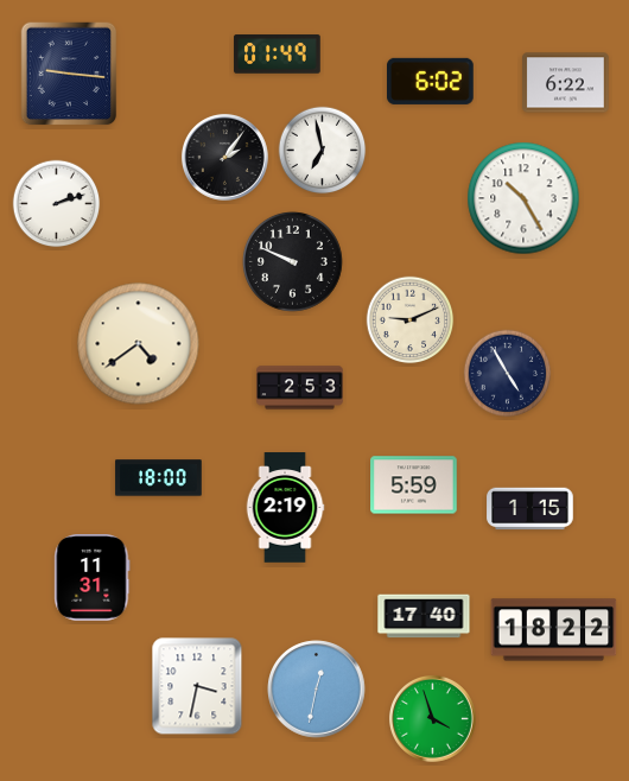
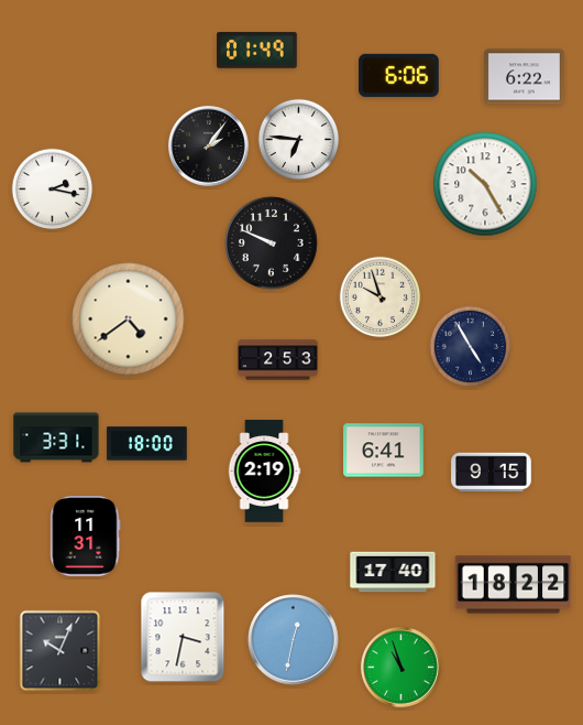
clock at (69, 74): 9:16 -> none
clock at (431, 81): 6:02 -> 6:06
clock at (323, 151): 6:58 -> 6:46
clock at (57, 204): 2:12 -> 2:17
clock at (411, 320): 9:11 -> 9:57
clock at (56, 437): none -> 3:31
clock at (414, 485): 5:59 -> 6:41
clock at (530, 509): 1:15 -> 9:15
clock at (61, 651): none -> 10:04
clock at (432, 718): 3:57 -> 10:57
